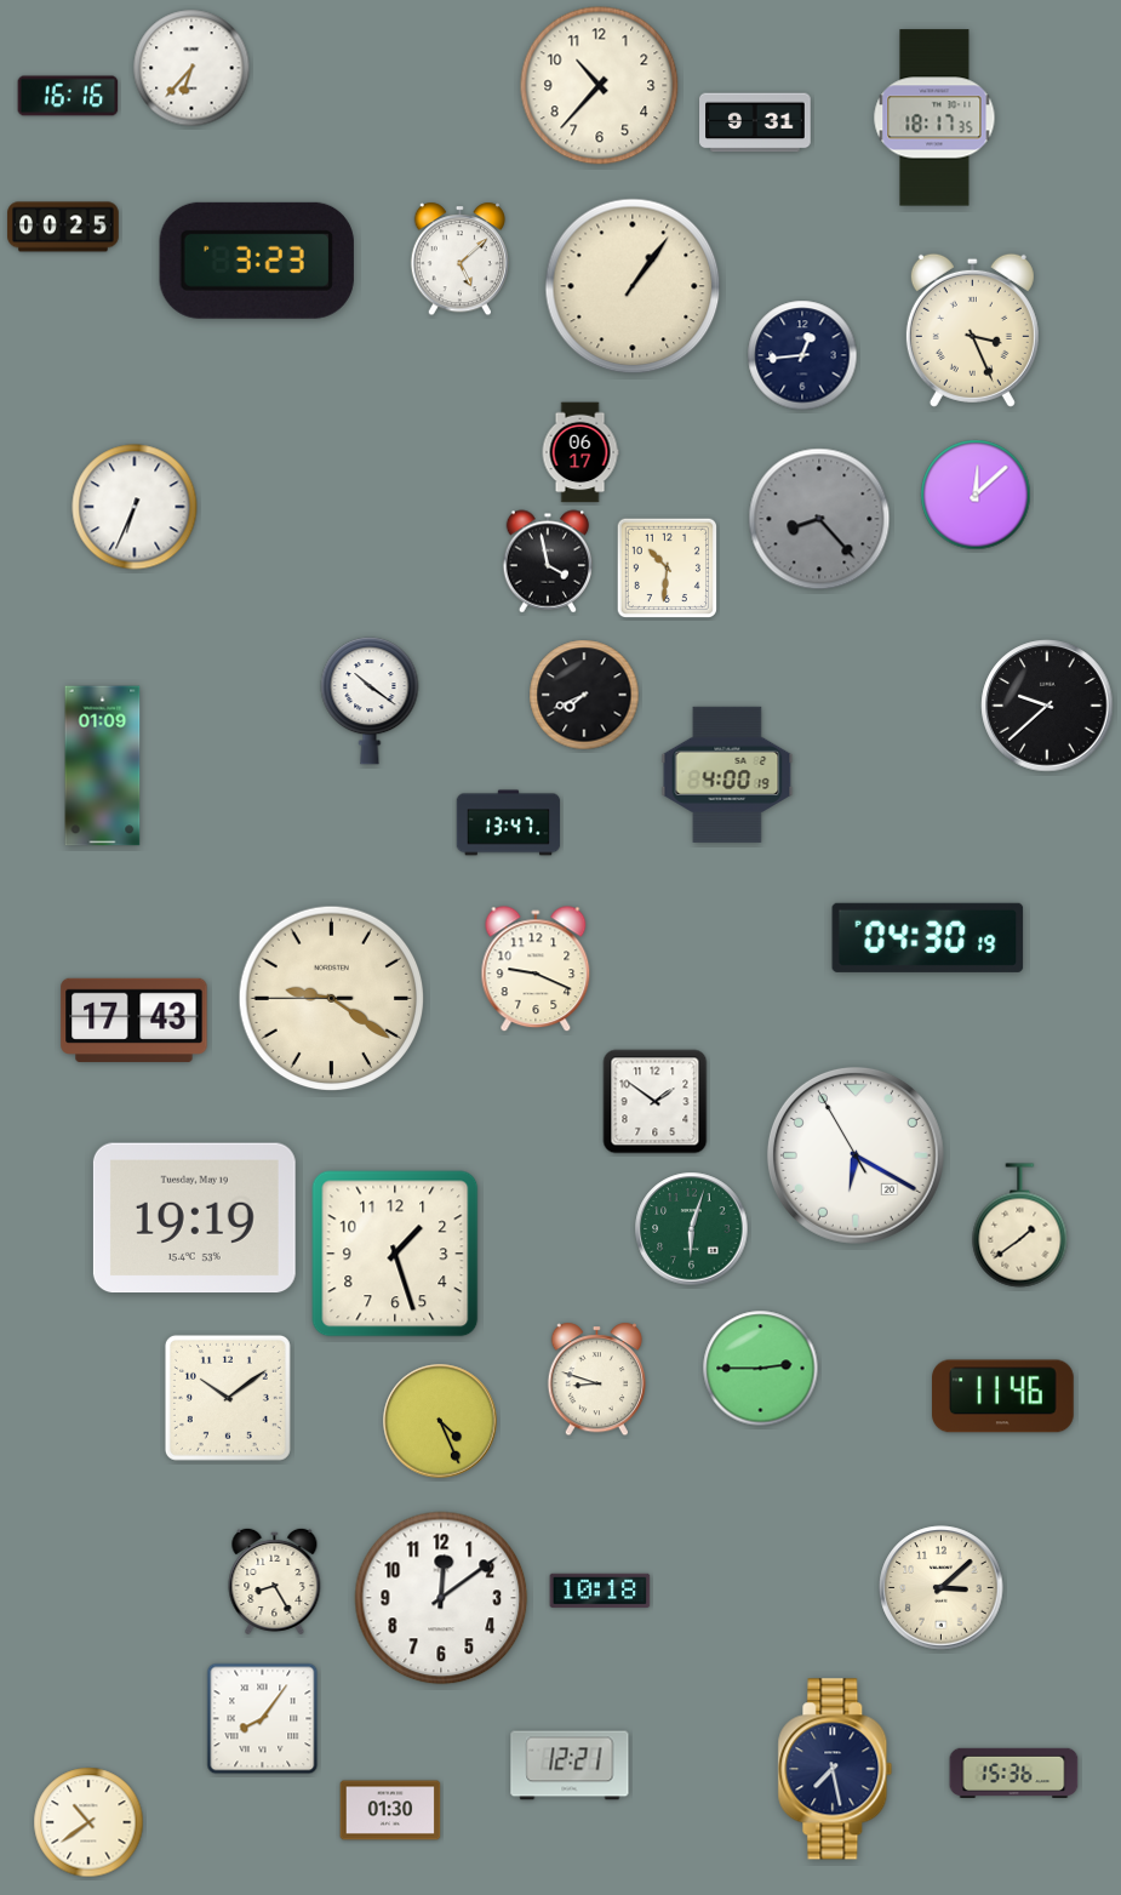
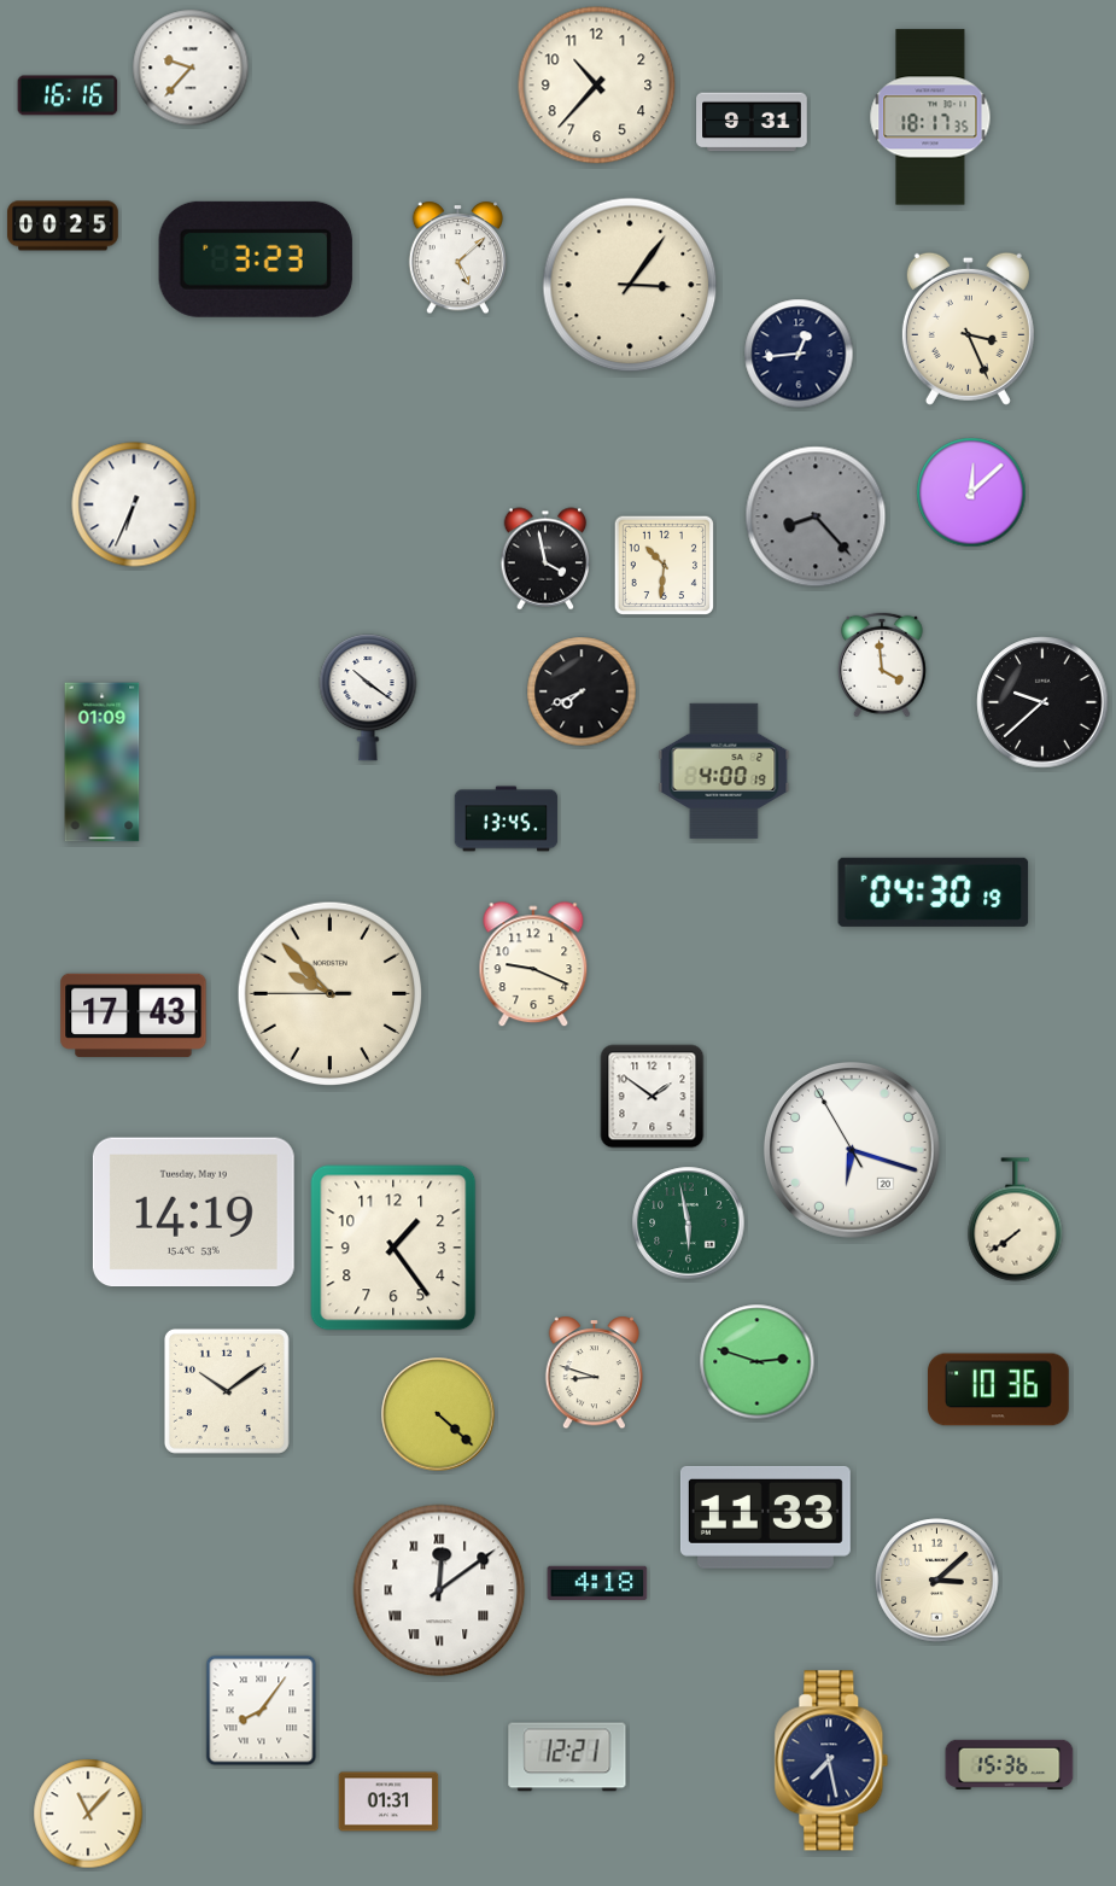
clock at (191, 68): 6:37 -> 9:37
clock at (633, 286): 1:06 -> 3:06
clock at (580, 452): 06:17 -> none
clock at (882, 665): none -> 3:59
clock at (509, 823): 13:47 -> 13:45
clock at (928, 937) position: (928, 937) -> (934, 892)
clock at (332, 999): 9:20 -> 9:52
clock at (856, 1155): 6:19 -> 6:17
clock at (194, 1218): 19:19 -> 14:19
clock at (1020, 1226): 1:39 -> 7:39
clock at (692, 1229): 6:03 -> 5:58
clock at (395, 1254): 1:27 -> 1:24
clock at (761, 1369): 2:45 -> 2:48
clock at (1003, 1397): 11:46 -> 10:36
clock at (440, 1421): 4:26 -> 4:22
clock at (765, 1517): none -> 11:33
clock at (275, 1581): 8:25 -> none
clock at (600, 1591): 10:18 -> 4:18
clock at (441, 1598) numerals: Arabic -> Roman
clock at (390, 1810): 01:30 -> 01:31
clock at (88, 1822): 10:39 -> 11:07
